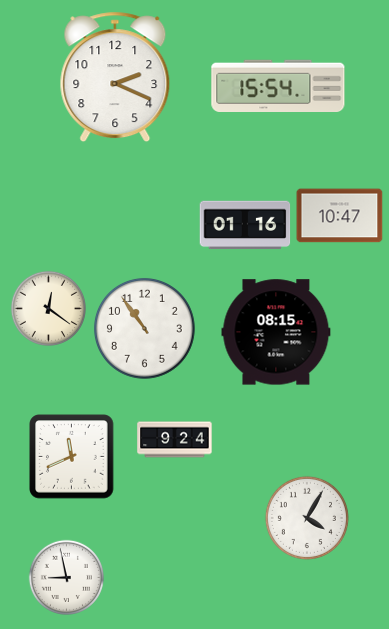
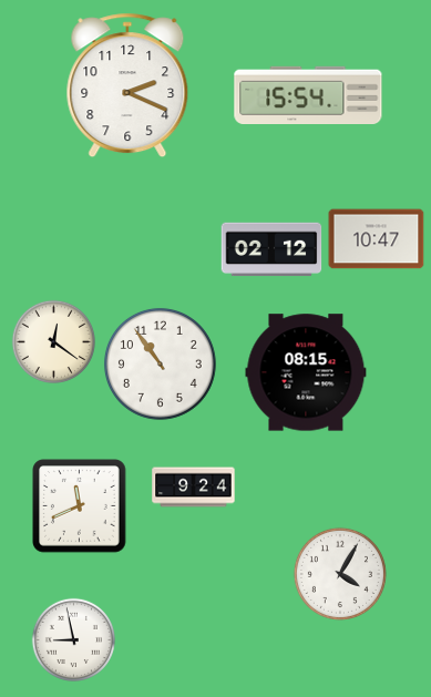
clock at (245, 225): 01:16 -> 02:12
clock at (276, 332) position: (276, 332) -> (306, 372)
